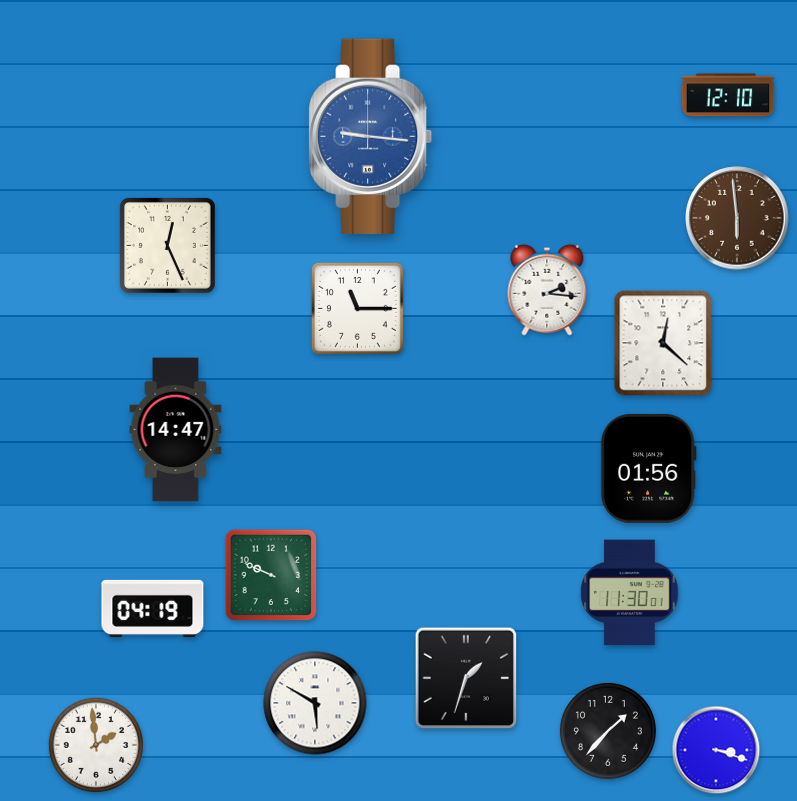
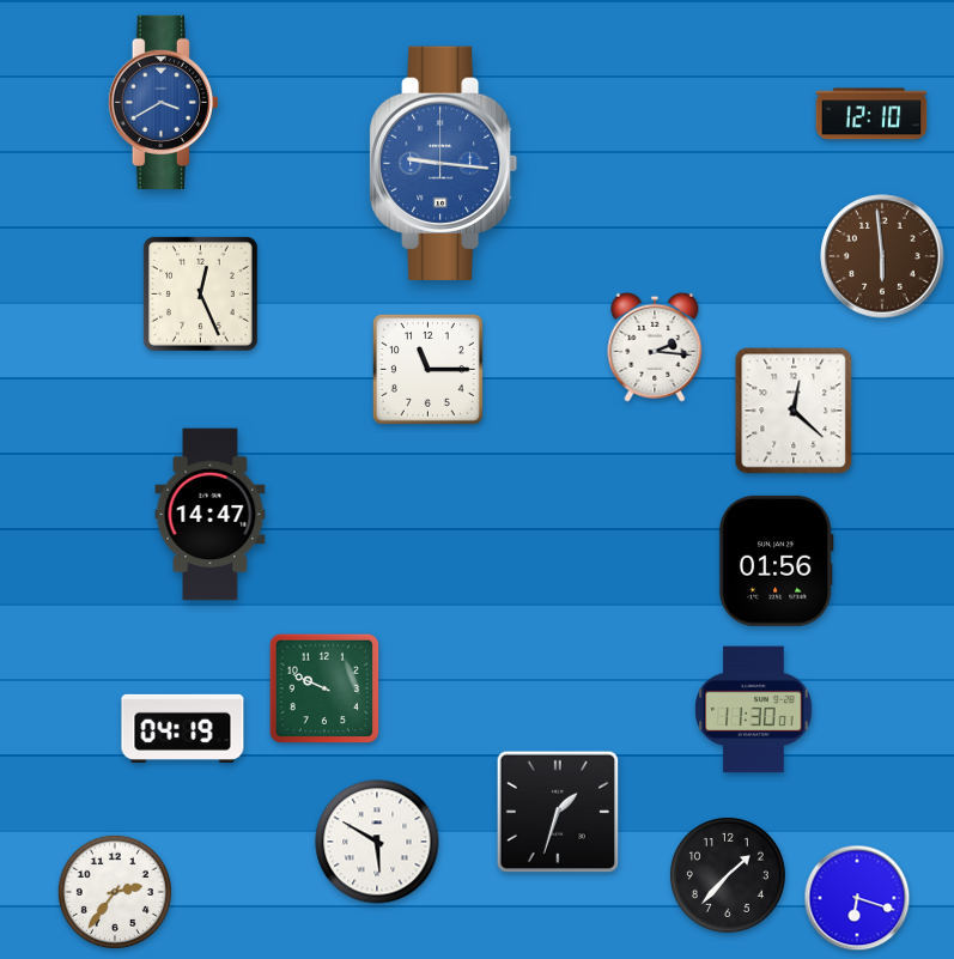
clock at (163, 102): none -> 3:40
clock at (737, 218) position: (737, 218) -> (882, 256)
clock at (96, 745): 1:59 -> 2:36
clock at (716, 750): 3:18 -> 6:18
